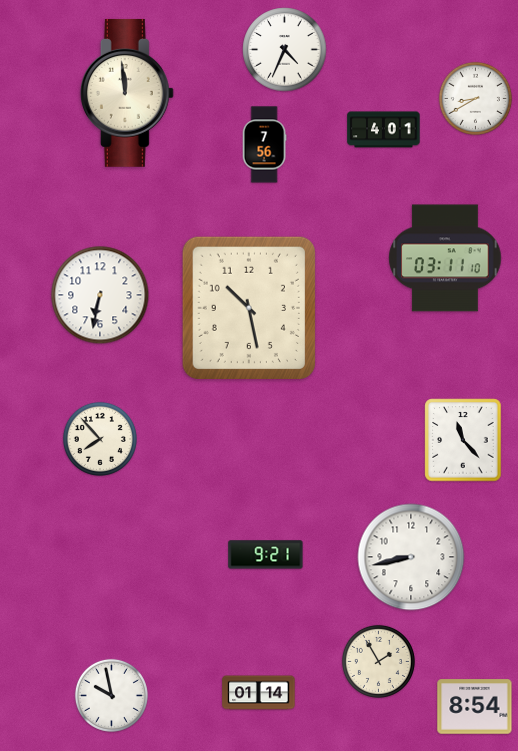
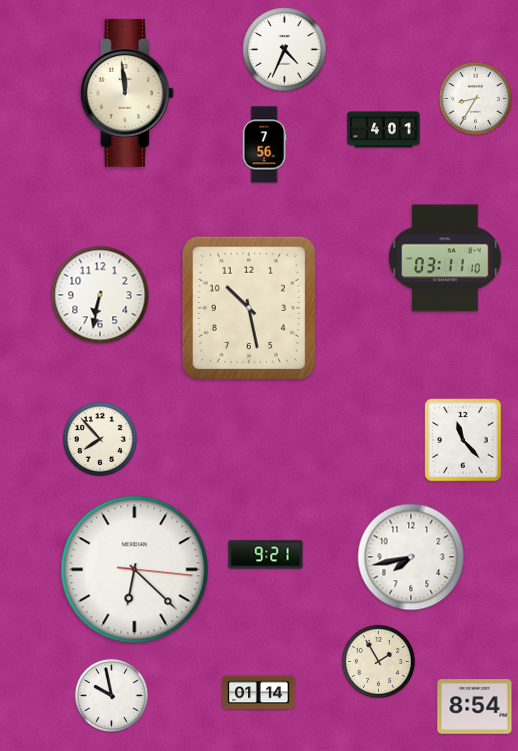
clock at (475, 98): 8:40 -> 8:35
clock at (411, 557): 8:43 -> 7:43
clock at (135, 570): none -> 6:22
